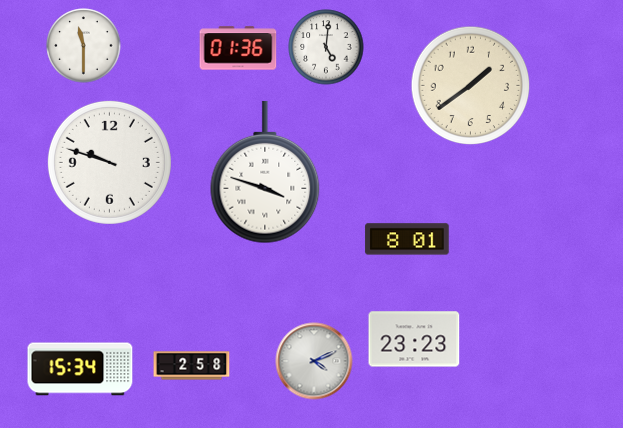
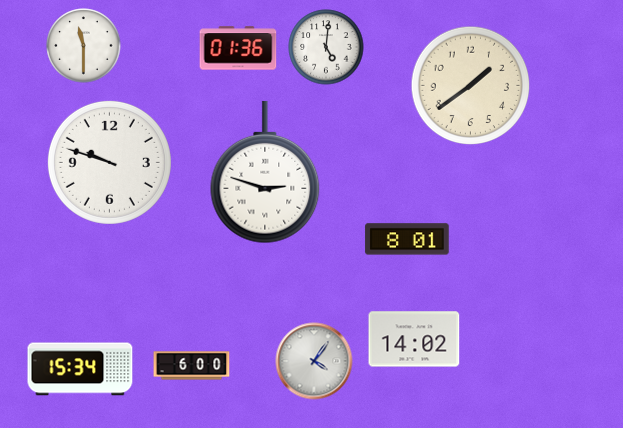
clock at (265, 172): 3:48 -> 2:48
clock at (414, 339): 23:23 -> 14:02
clock at (314, 361): 4:11 -> 4:06
clock at (192, 366): 2:58 -> 6:00
